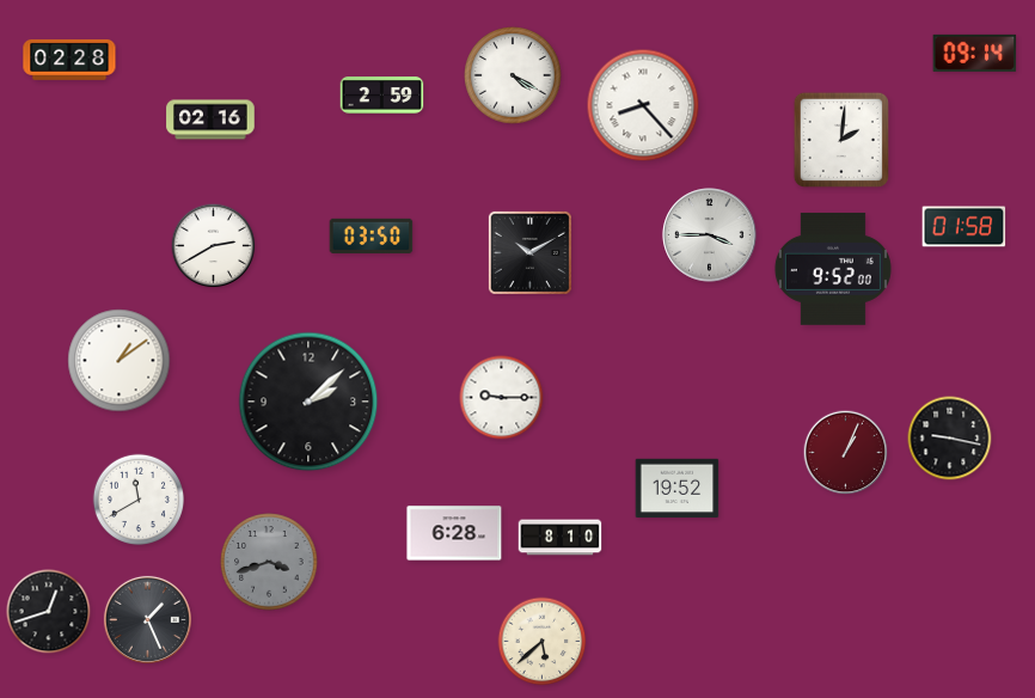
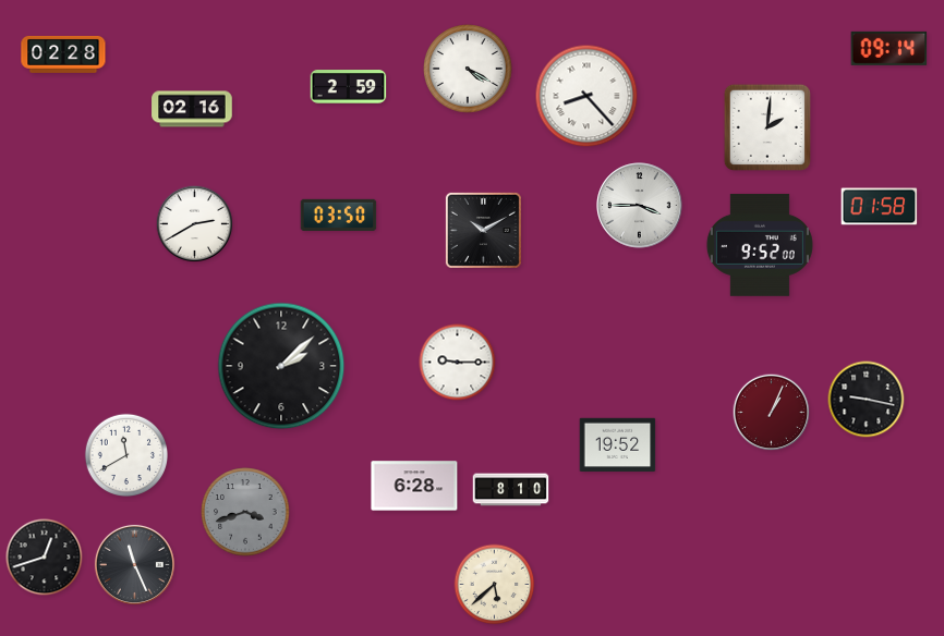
clock at (710, 235) position: (710, 235) -> (640, 206)
clock at (120, 361): 1:09 -> none
clock at (147, 619): 1:26 -> 11:26
